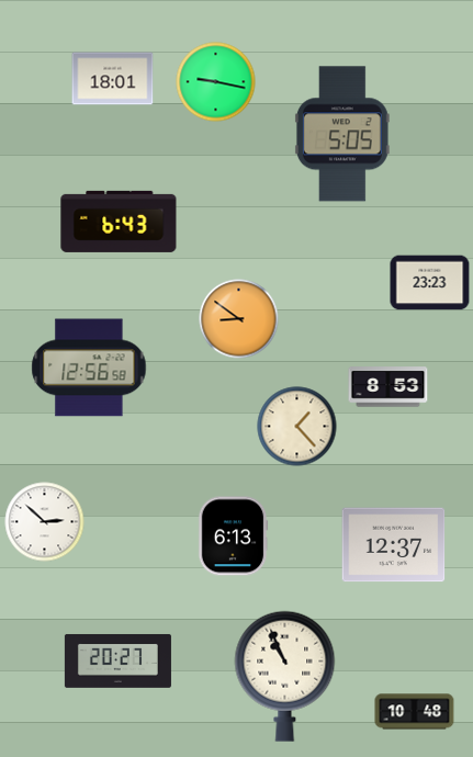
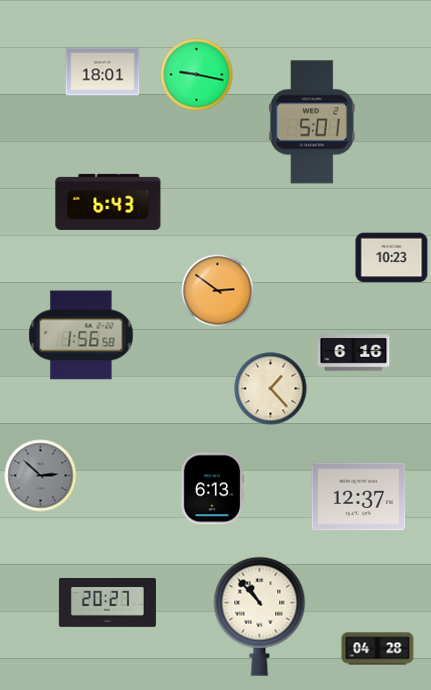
clock at (342, 134): 5:05 -> 5:01
clock at (430, 283): 23:23 -> 10:23
clock at (239, 319): 8:51 -> 2:51
clock at (89, 368): 12:56 -> 1:56
clock at (388, 387): 8:53 -> 6:16
clock at (45, 522) dial: white -> grey
clock at (285, 676): 10:56 -> 10:53
clock at (415, 712): 10:48 -> 04:28
